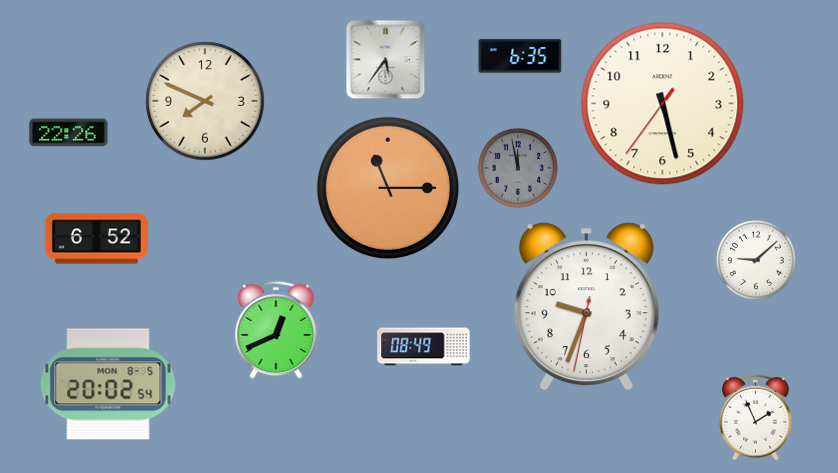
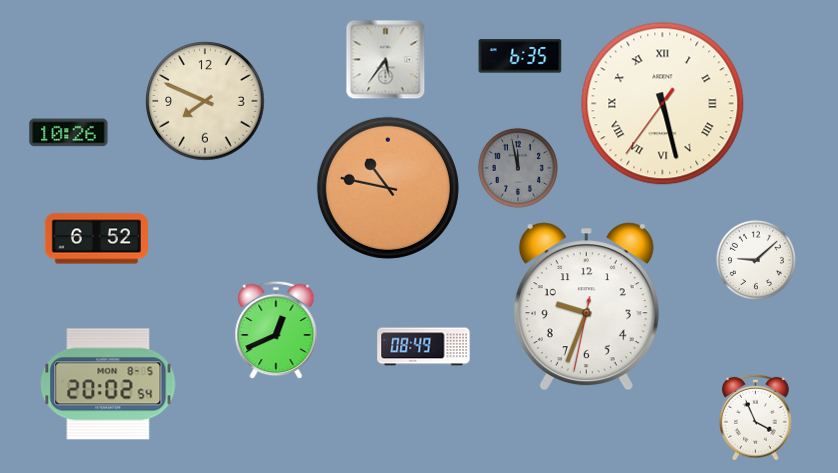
clock at (663, 104) numerals: Arabic -> Roman
clock at (69, 133): 22:26 -> 10:26
clock at (388, 188): 11:15 -> 10:47
clock at (756, 417): 1:56 -> 3:56
